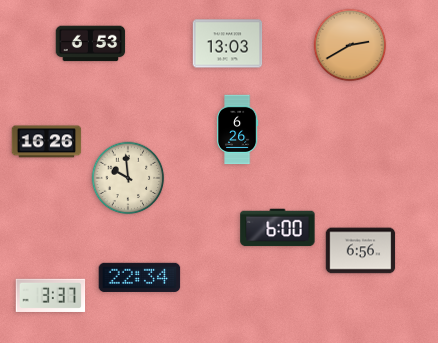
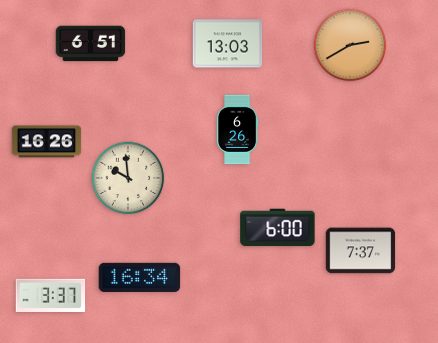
clock at (91, 44): 6:53 -> 6:51
clock at (361, 251): 6:56 -> 7:37
clock at (140, 277): 22:34 -> 16:34
